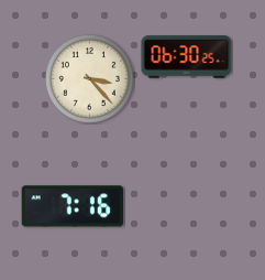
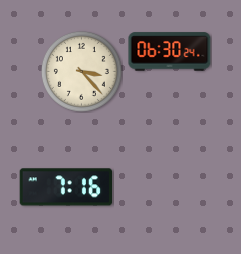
clock at (187, 57): 06:30:25 -> 06:30:24
